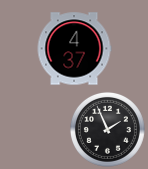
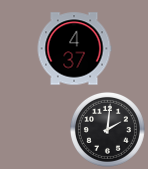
clock at (107, 129): 1:56 -> 2:01
